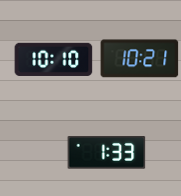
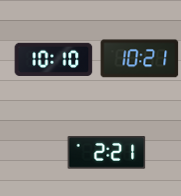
clock at (106, 153): 1:33 -> 2:21
